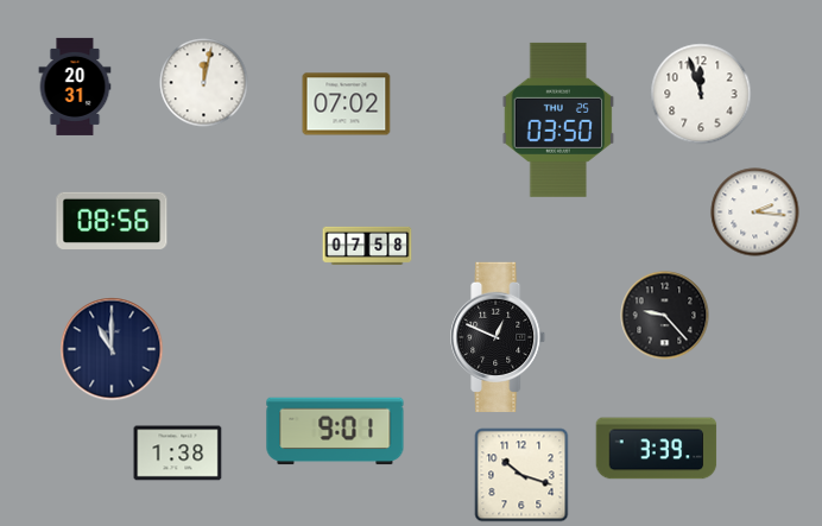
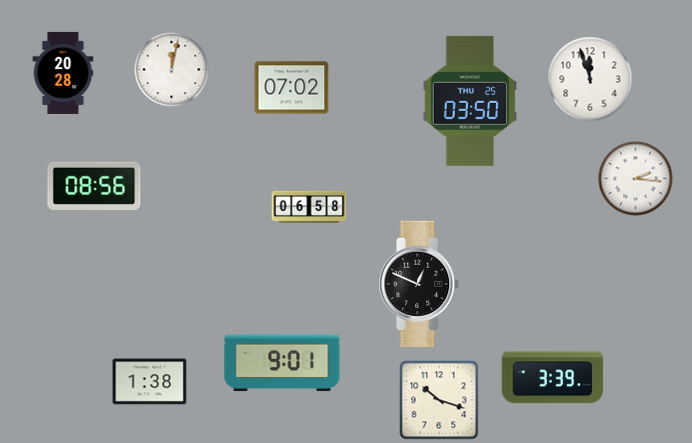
clock at (75, 87): 20:31 -> 20:28
clock at (367, 245): 07:58 -> 06:58
clock at (665, 316): 9:23 -> none
clock at (112, 349): 11:00 -> none
